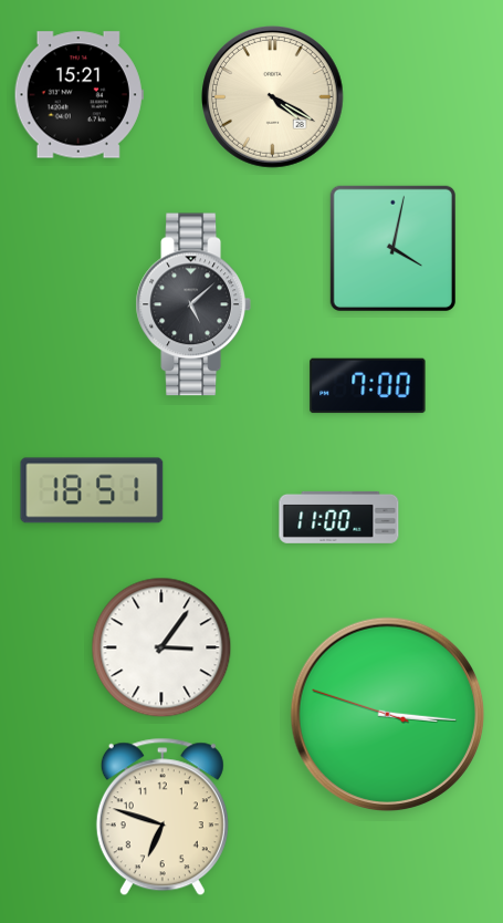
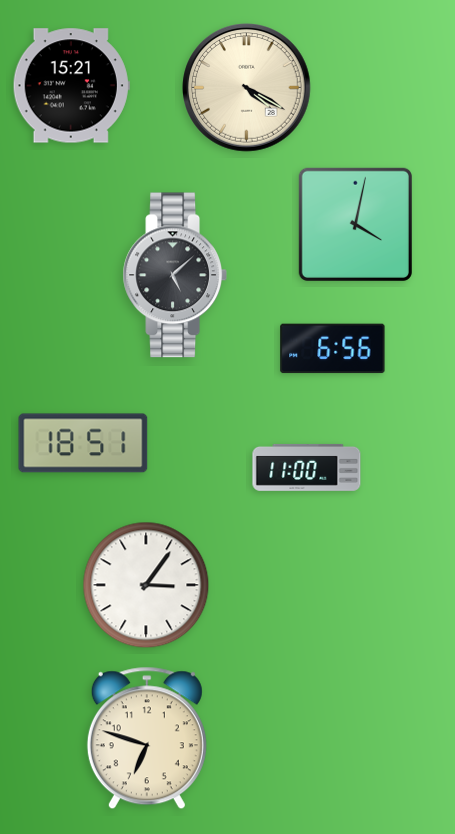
clock at (368, 386): 7:00 -> 6:56
clock at (388, 715): 3:15 -> none
